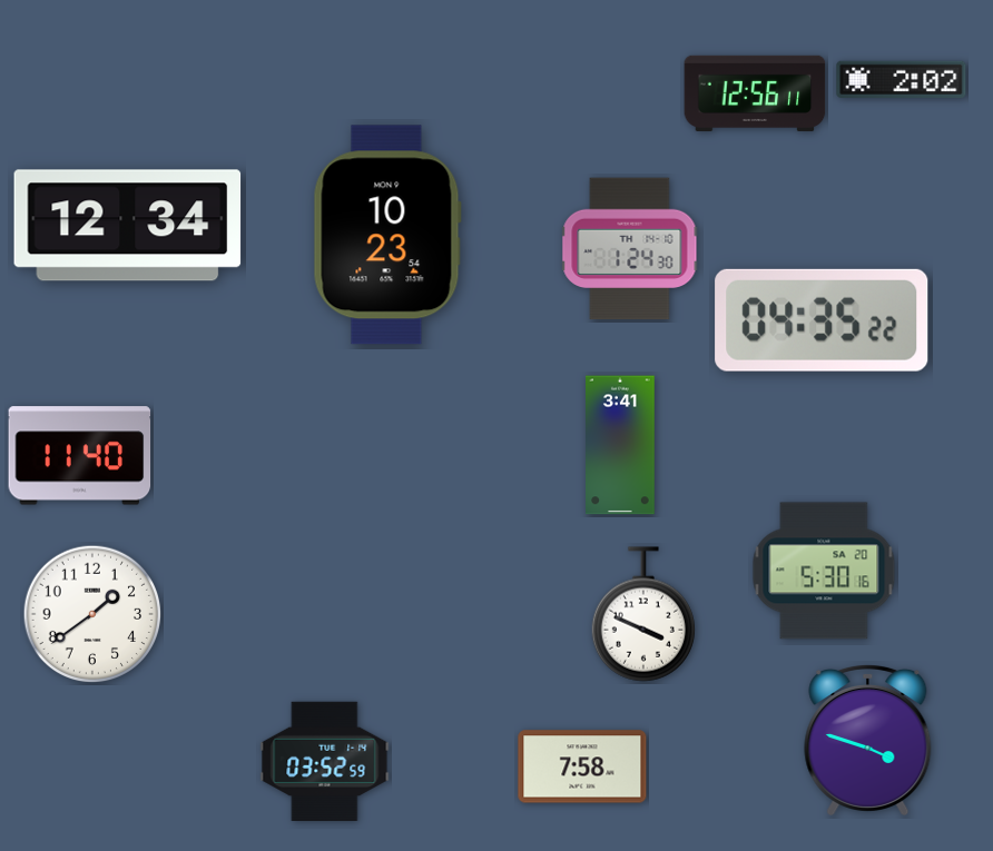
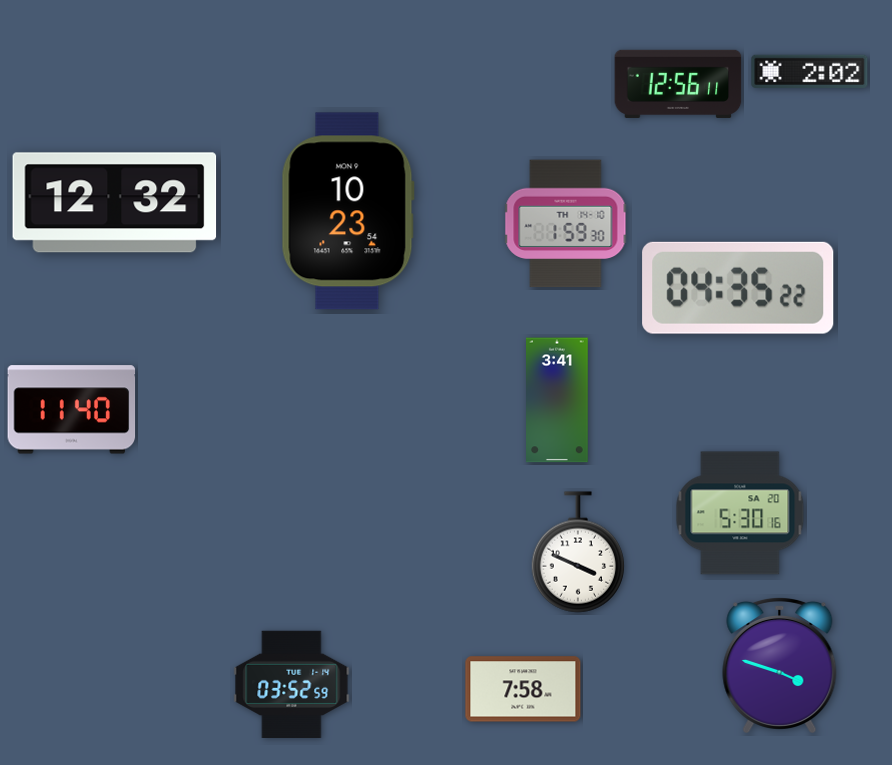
clock at (128, 226): 12:34 -> 12:32
clock at (630, 249): 1:24 -> 1:59
clock at (92, 614): 1:39 -> none
